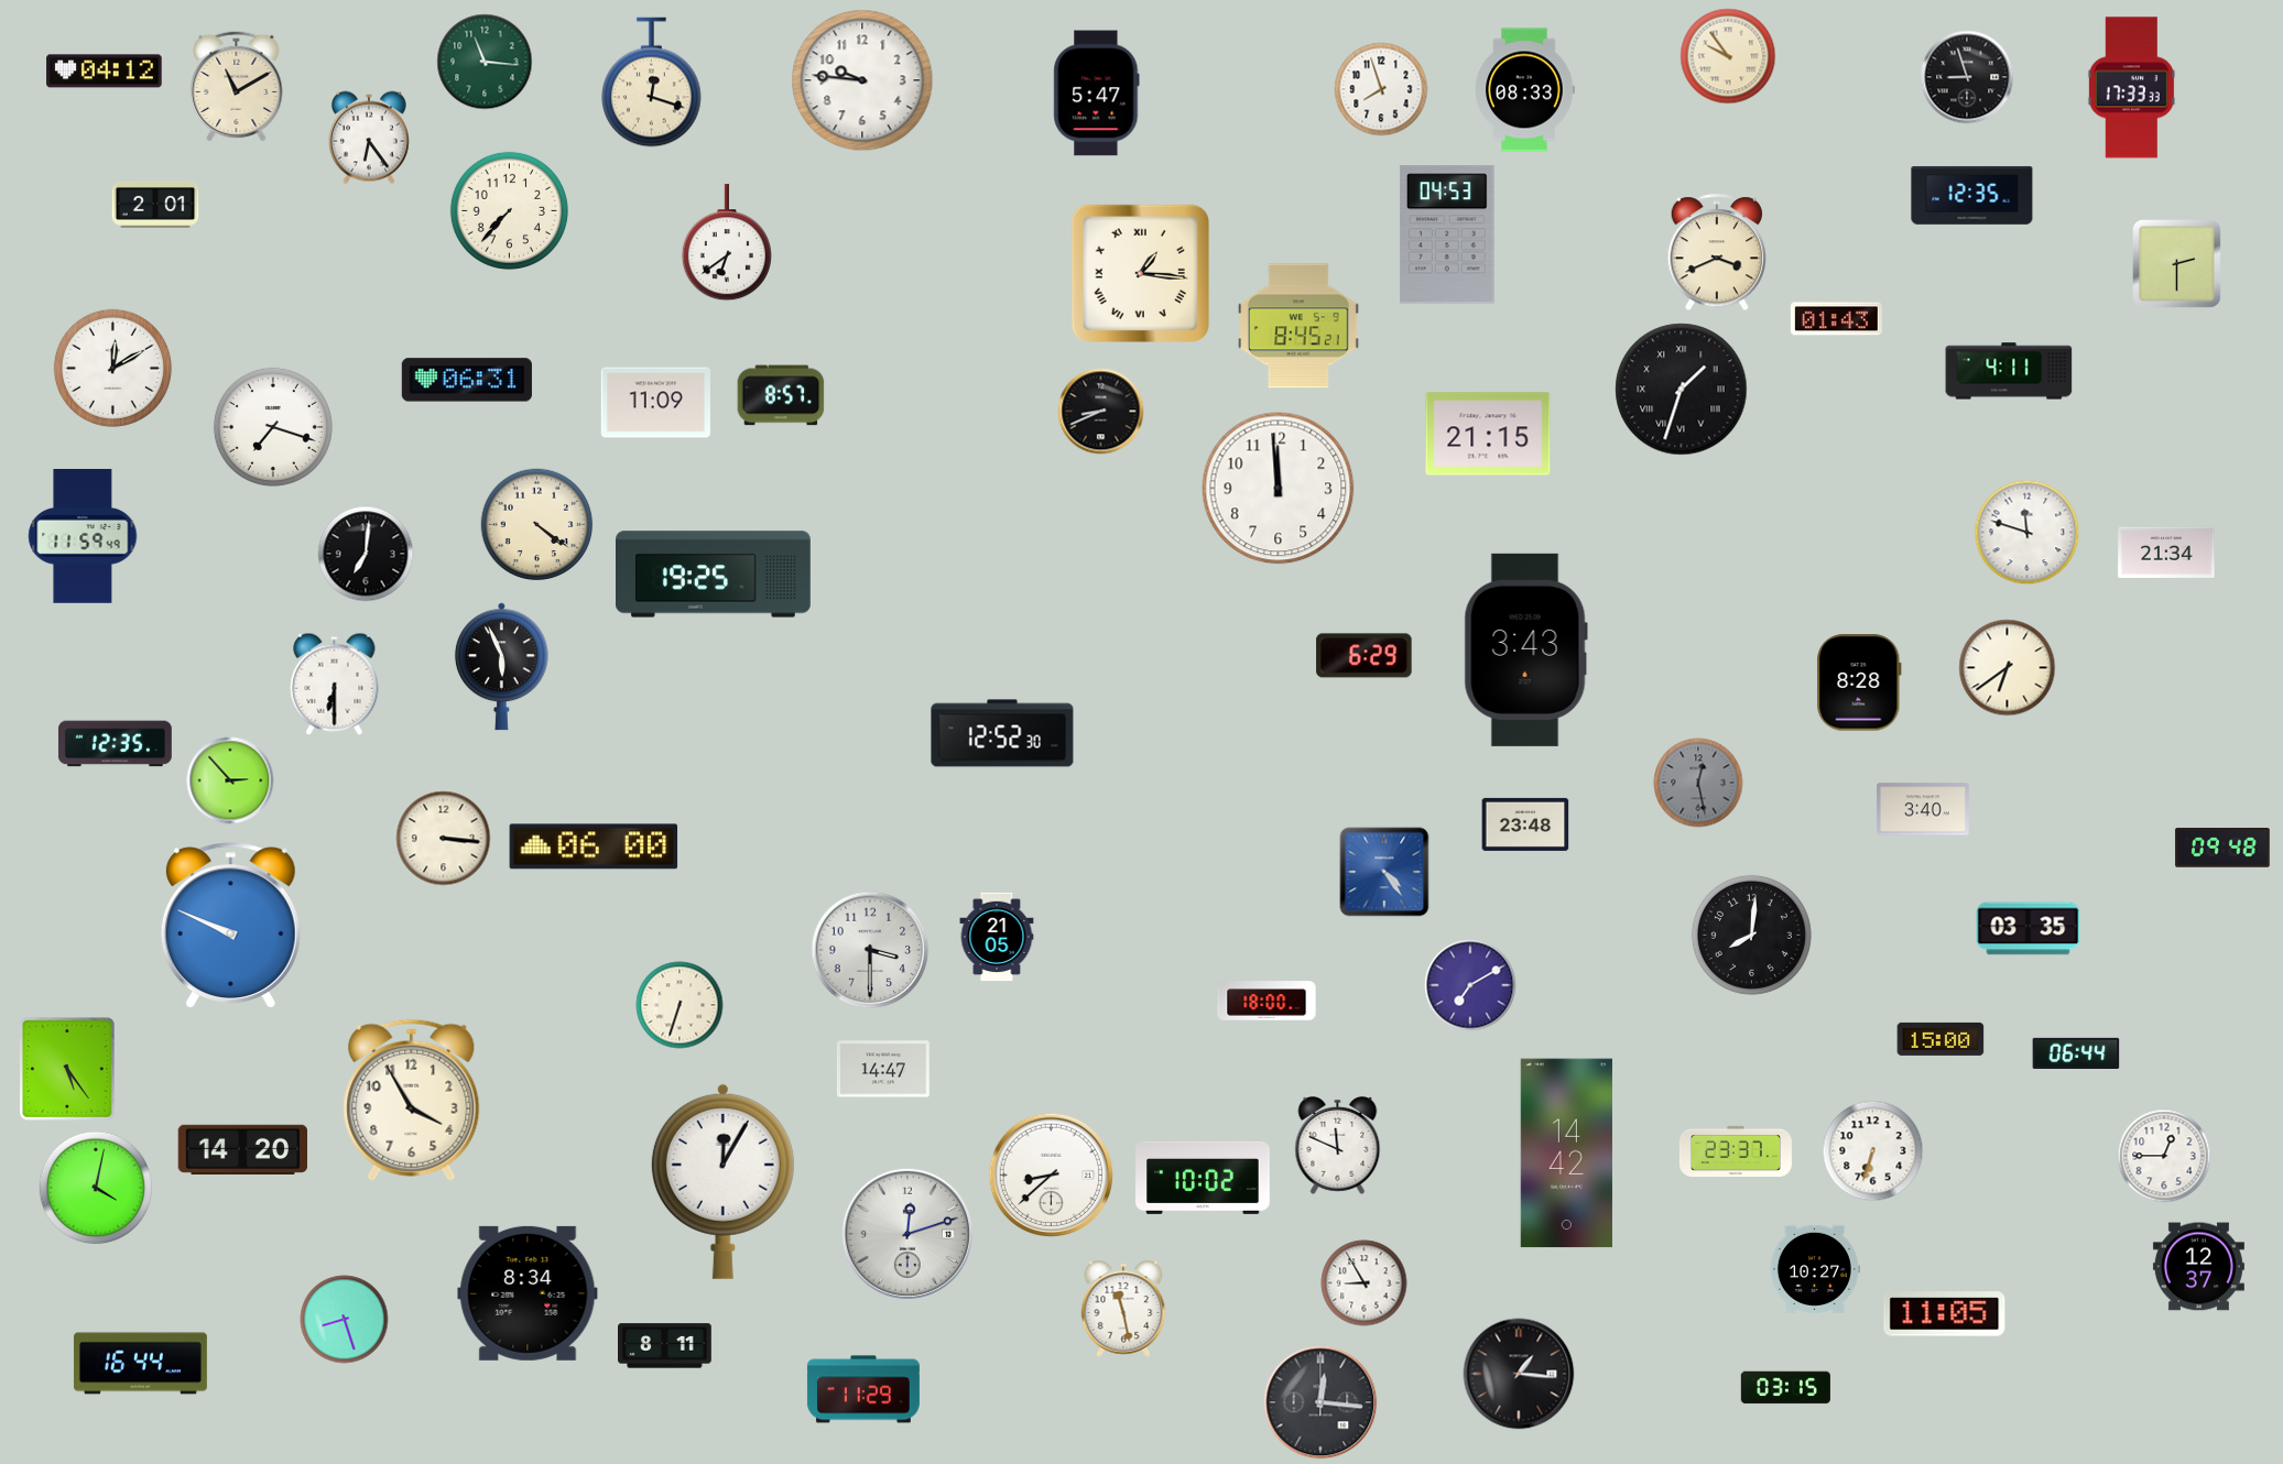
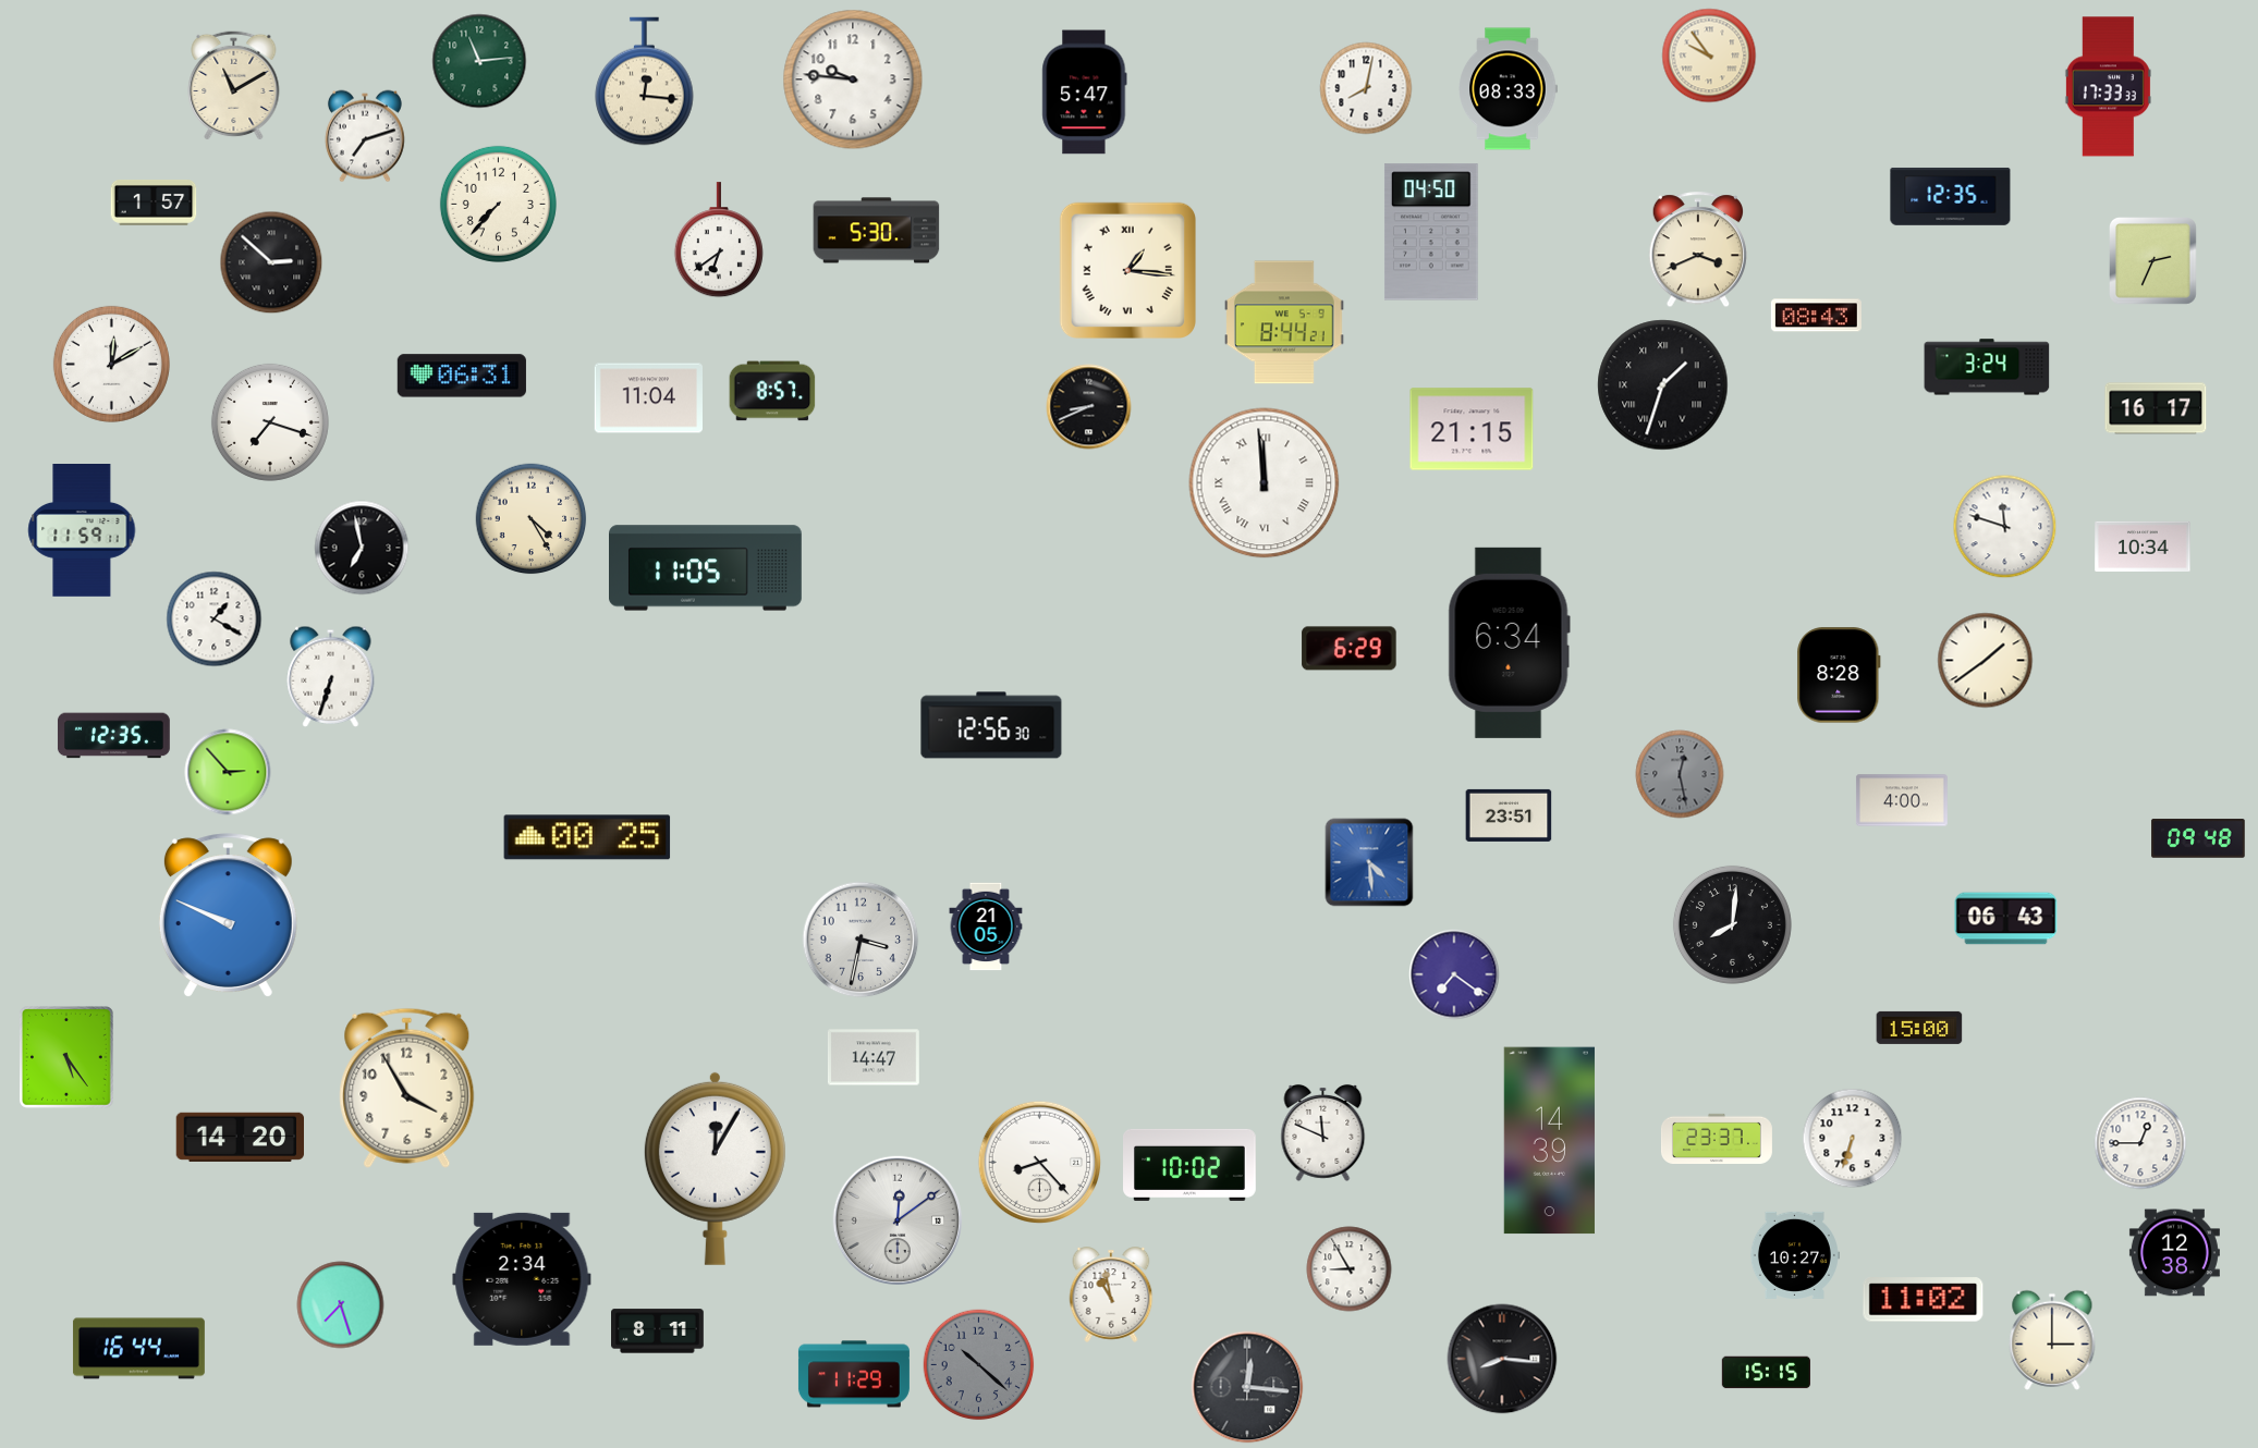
clock at (485, 62): 11:16 -> 11:14
clock at (105, 72): 04:12 -> none
clock at (1967, 77): 8:57 -> none
clock at (652, 83): 12:18 -> 12:16
clock at (1381, 89): 7:57 -> 8:02
clock at (369, 138): 6:24 -> 7:12
clock at (1972, 195) position: (1972, 195) -> (1951, 196)
clock at (155, 205): 2:01 -> 1:57
clock at (509, 210) position: (509, 210) -> (498, 204)
clock at (877, 231): none -> 5:30
clock at (1447, 234): 04:53 -> 04:50
clock at (2177, 264): 2:30 -> 2:34
clock at (271, 262): none -> 2:52
clock at (1836, 319): 01:43 -> 08:43
clock at (1300, 326): 8:45 -> 8:44
clock at (2009, 371): 4:11 -> 3:24
clock at (655, 403): 11:09 -> 11:04
clock at (2156, 408): none -> 16:17
clock at (1279, 489) numerals: Arabic -> Roman
clock at (537, 525): 4:21 -> 4:25
clock at (83, 537): 11:59:49 -> 11:59:11
clock at (2166, 553): 21:34 -> 10:34
clock at (366, 554): 7:01 -> 6:58
clock at (714, 575): 19:25 -> 11:05
clock at (215, 619): none -> 1:20
clock at (1525, 649): 3:43 -> 6:34
clock at (501, 667): 5:56 -> none
clock at (2008, 668): 6:39 -> 1:39
clock at (335, 684): 6:30 -> 6:33
clock at (1002, 733): 12:52 -> 12:56
clock at (1923, 809): 3:40 -> 4:00
clock at (1525, 824): 23:48 -> 23:51
clock at (444, 839): 3:16 -> none
clock at (594, 846): 06:00 -> 00:25
clock at (1384, 872): 4:24 -> 4:29
clock at (2029, 929): 03:35 -> 06:43
clock at (870, 950): 3:30 -> 3:32
clock at (1470, 985): 7:10 -> 7:21
clock at (1266, 1001): 18:00 -> none
clock at (680, 1005): 6:33 -> none
clock at (2076, 1052): 06:44 -> none
clock at (1566, 1154): 14:42 -> 14:39
clock at (1052, 1176): 8:38 -> 8:23
clock at (96, 1188): 4:02 -> none
clock at (907, 1234): 12:12 -> 12:09
clock at (2198, 1267): 12:37 -> 12:38
clock at (528, 1293): 8:34 -> 2:34
clock at (1123, 1309): 11:28 -> 10:58
clock at (1945, 1314): 11:05 -> 11:02
clock at (345, 1320): 8:27 -> 7:27
clock at (2052, 1340): none -> 3:00
clock at (1519, 1374): 1:16 -> 8:16
clock at (979, 1365): none -> 10:22
clock at (1785, 1388): 03:15 -> 15:15
clock at (1320, 1402) position: (1320, 1402) -> (1247, 1387)
